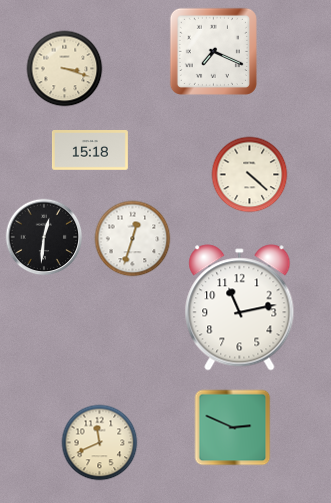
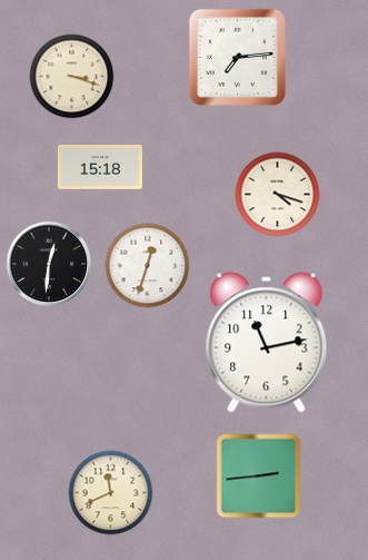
clock at (213, 51): 7:19 -> 7:14
clock at (250, 175): 4:22 -> 4:18
clock at (233, 428): 2:49 -> 2:44
